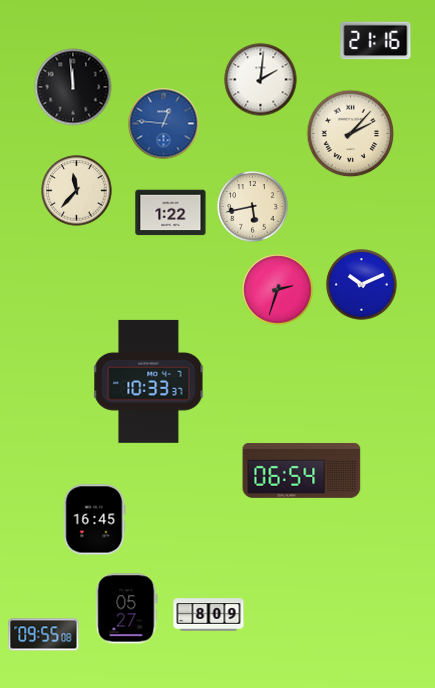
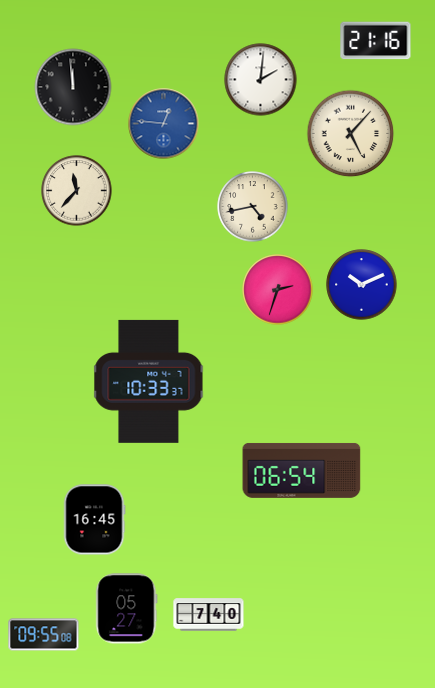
clock at (351, 134): 2:07 -> 5:07
clock at (253, 207): 5:43 -> 4:43
clock at (171, 213): 1:22 -> none
clock at (209, 615): 8:09 -> 7:40
